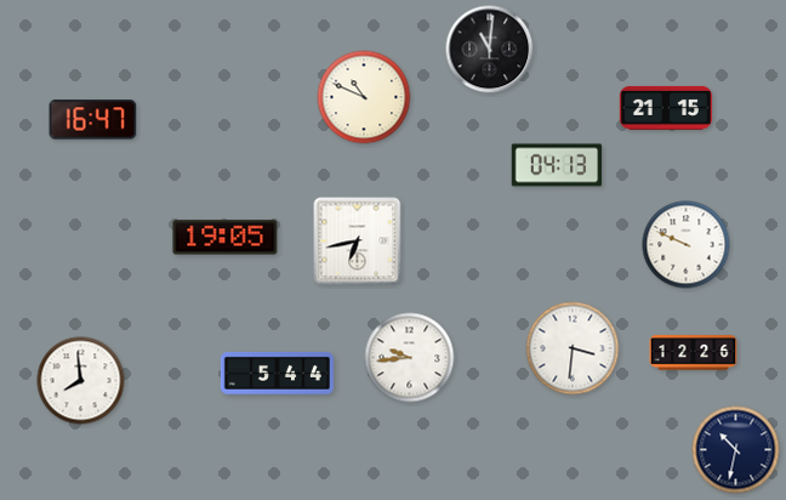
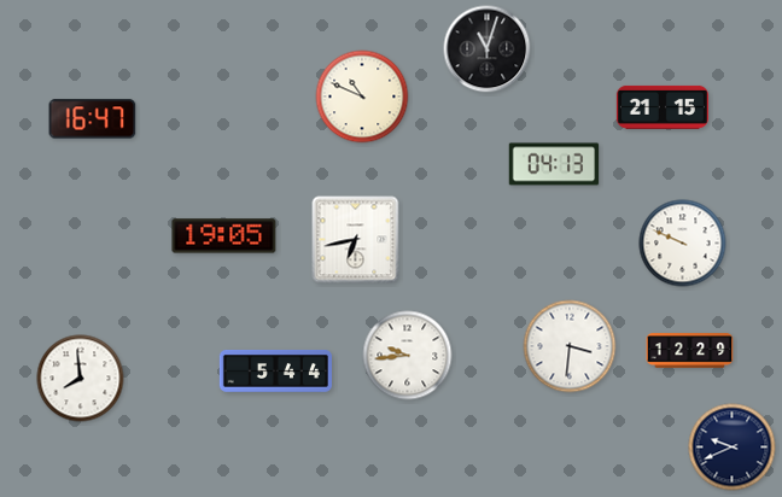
clock at (490, 50): 11:01 -> 11:03
clock at (694, 353): 12:26 -> 12:29
clock at (736, 450): 10:32 -> 9:41
